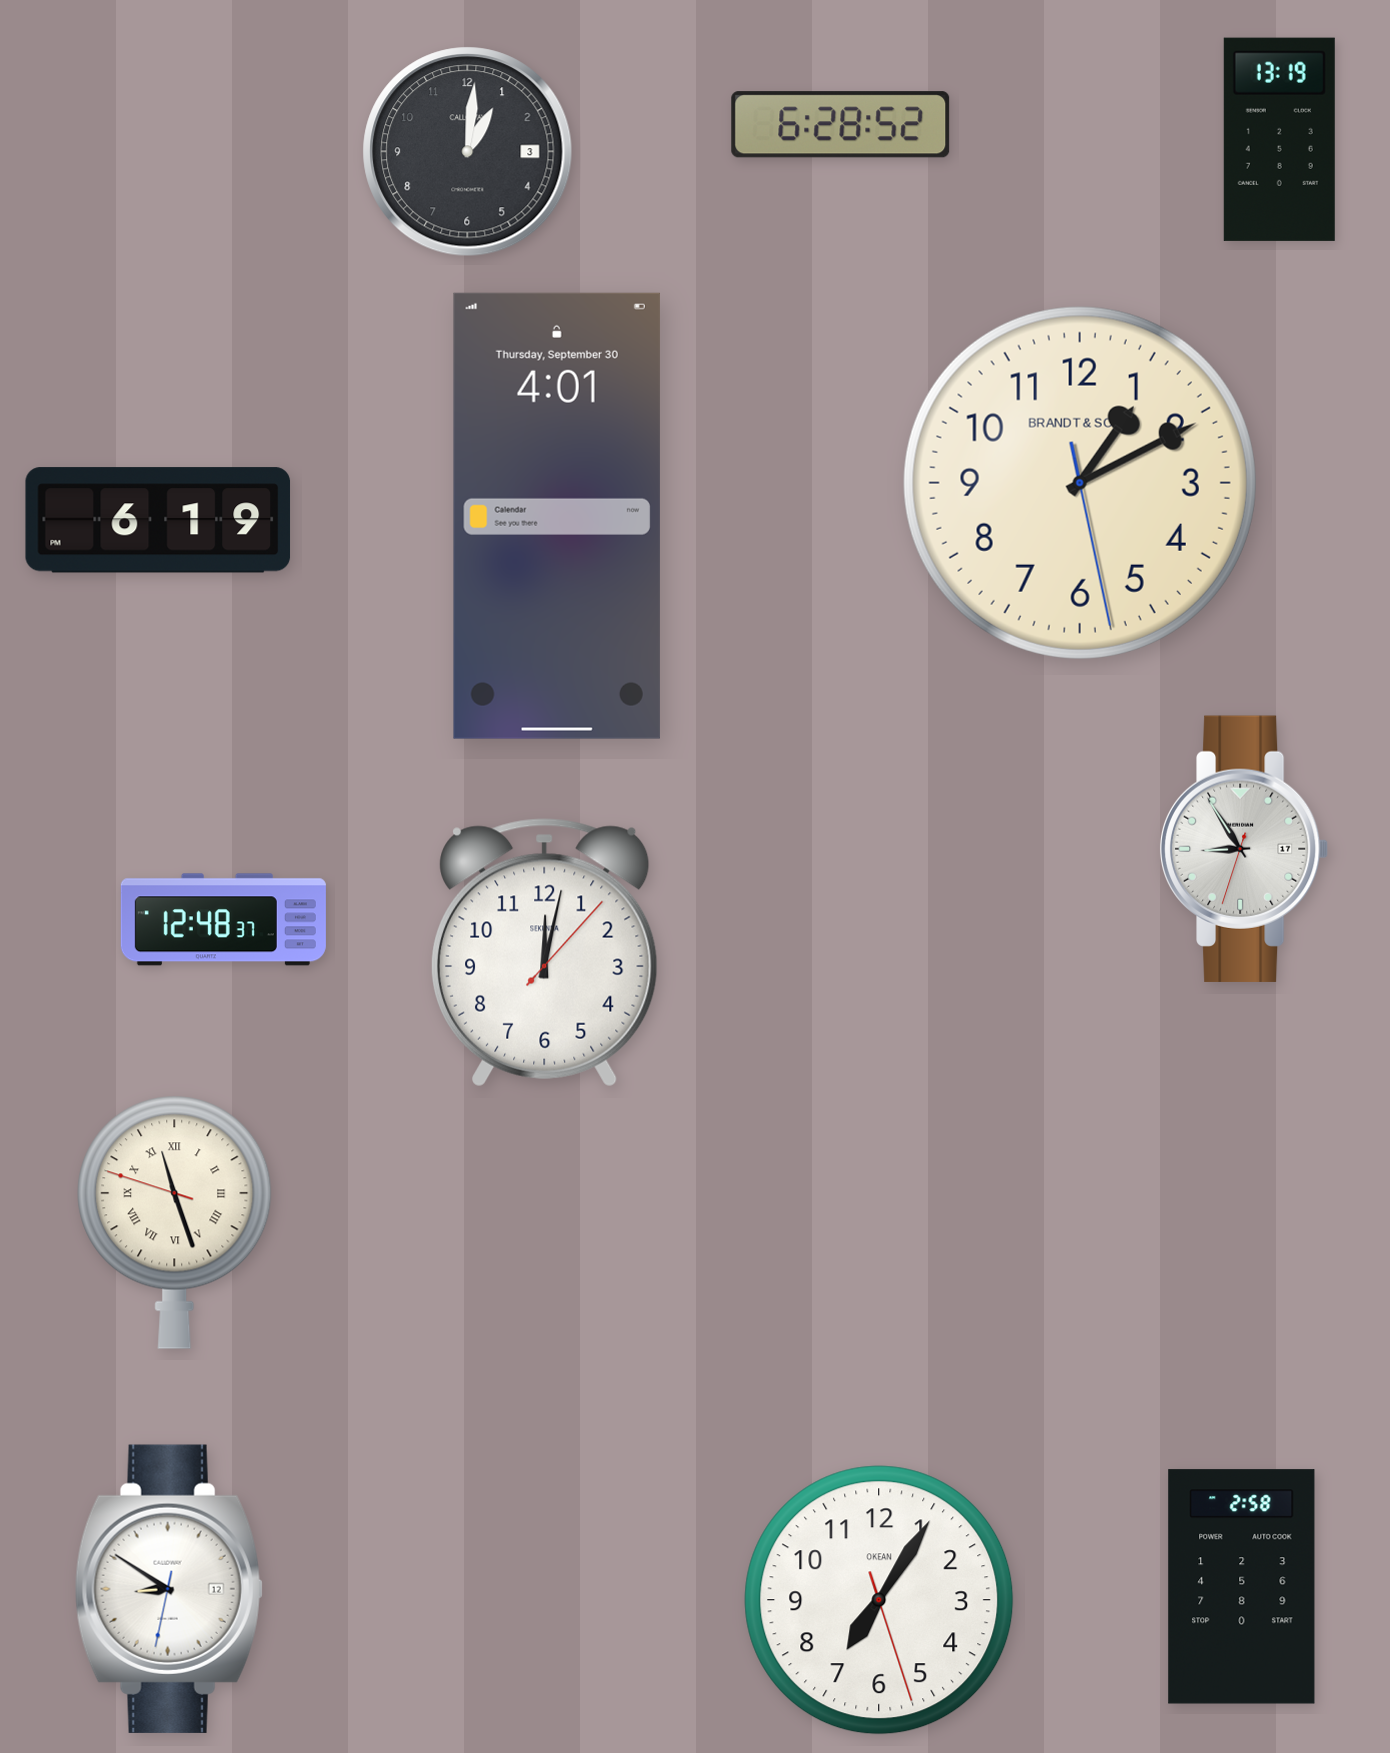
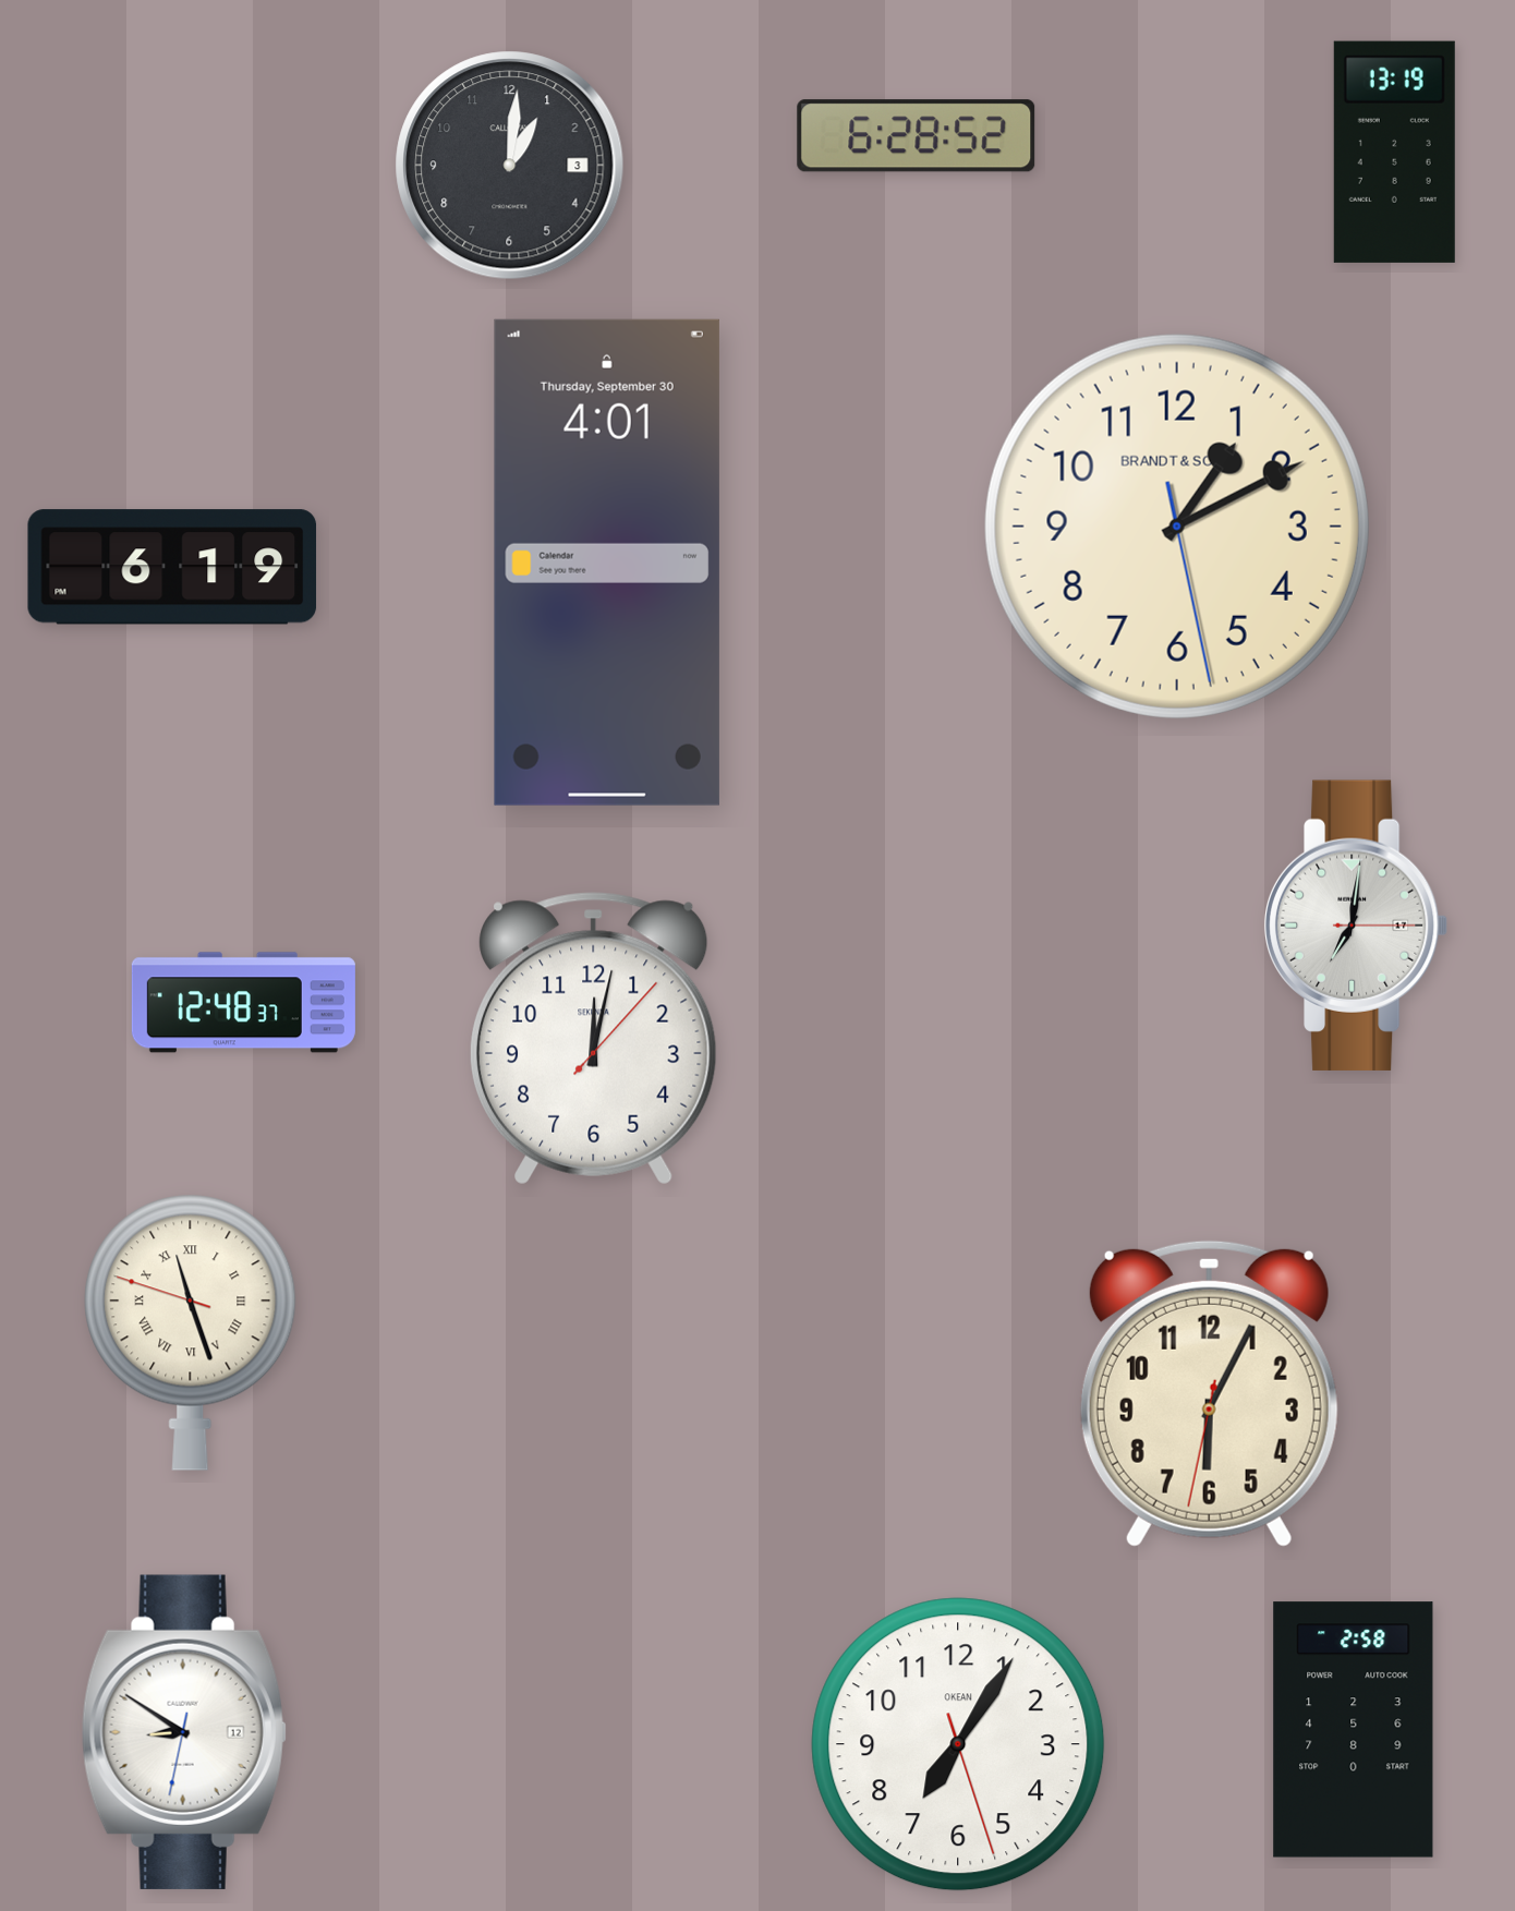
clock at (1244, 849): 8:54 -> 7:01
clock at (1209, 1393): none -> 6:04
